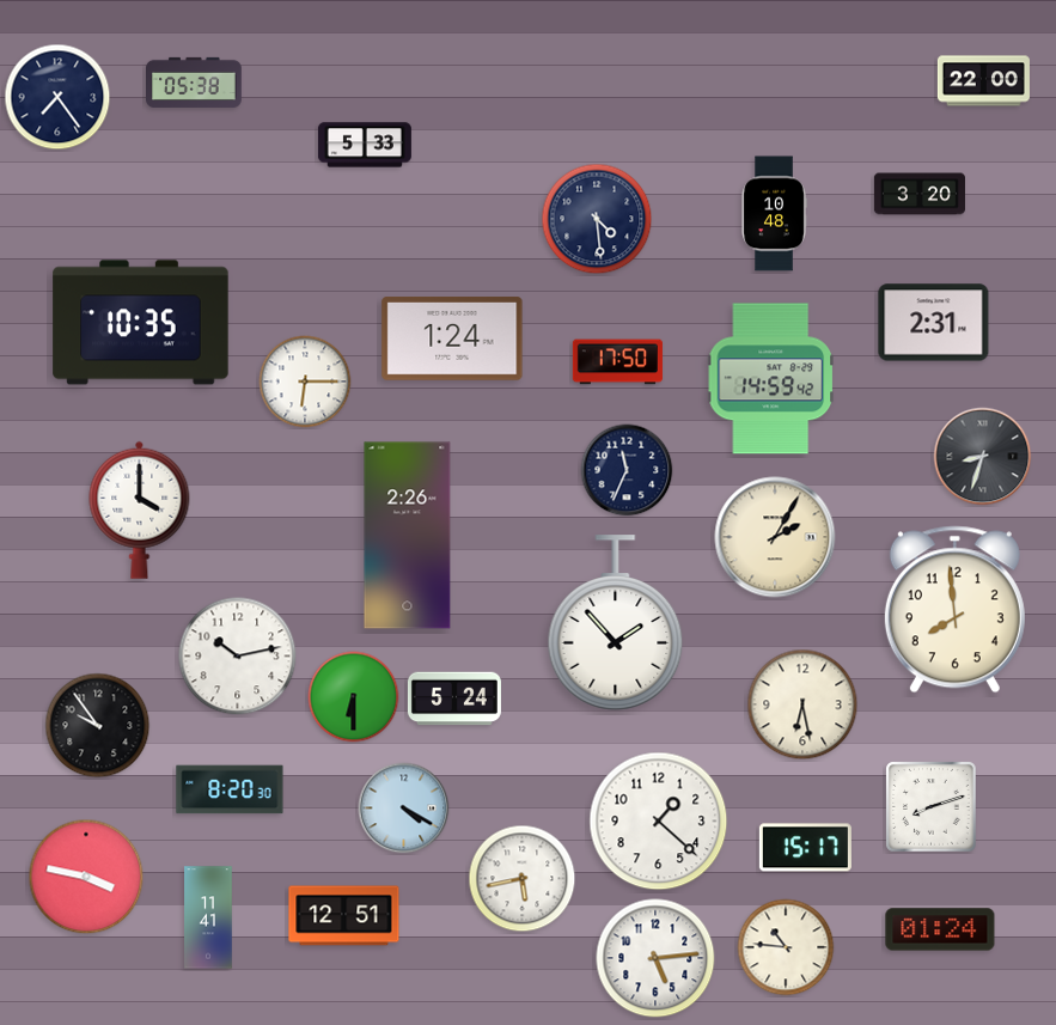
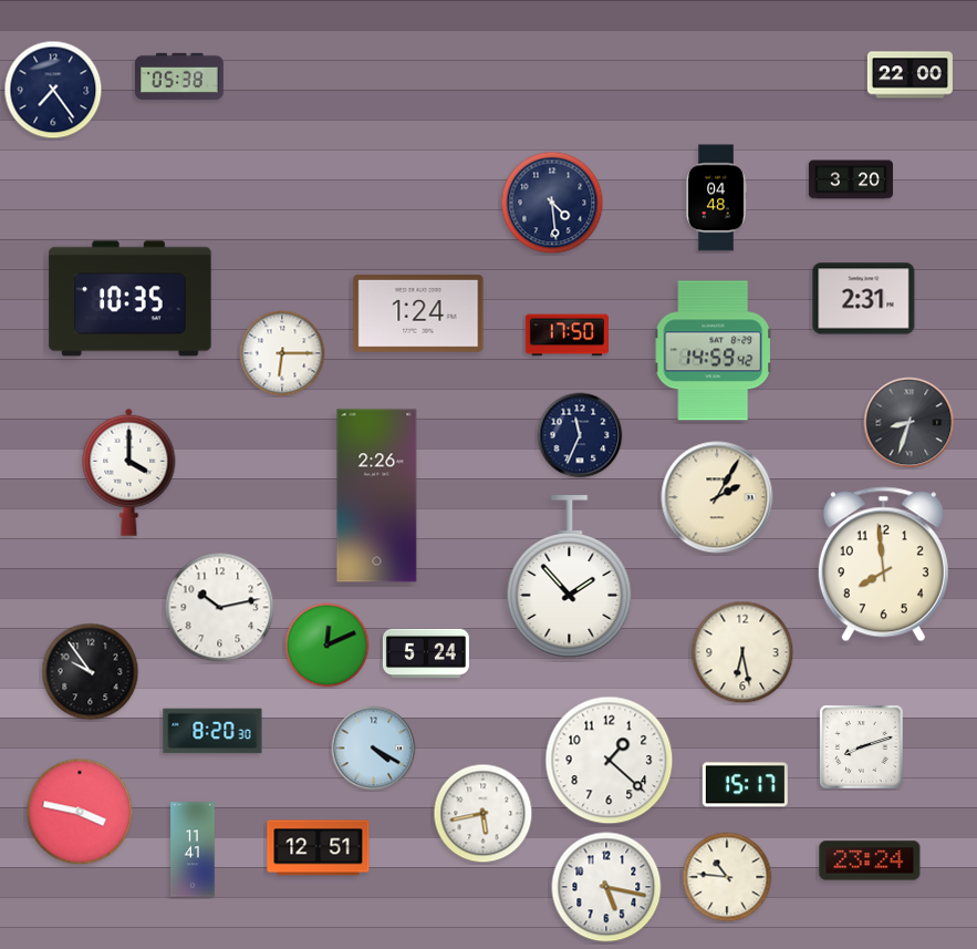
clock at (365, 145): 5:33 -> none
clock at (774, 214): 10:48 -> 04:48
clock at (617, 362) position: (617, 362) -> (567, 336)
clock at (354, 697): 6:30 -> 12:11
clock at (454, 698) position: (454, 698) -> (426, 653)
clock at (940, 929): 01:24 -> 23:24
clock at (655, 958): 5:14 -> 5:17
